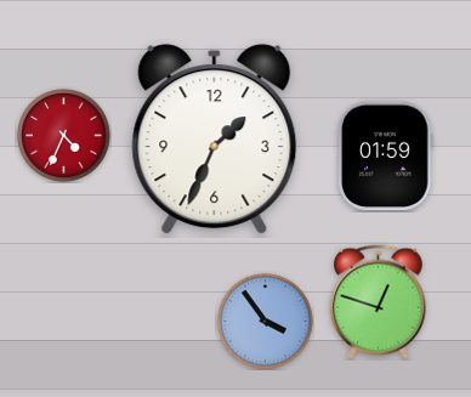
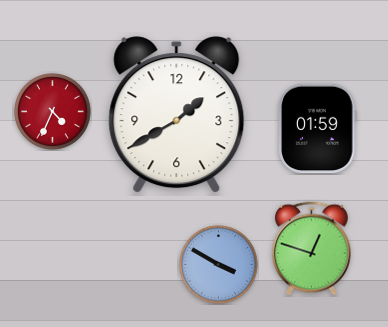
clock at (215, 140): 1:34 -> 1:40
clock at (266, 322): 3:54 -> 3:50
